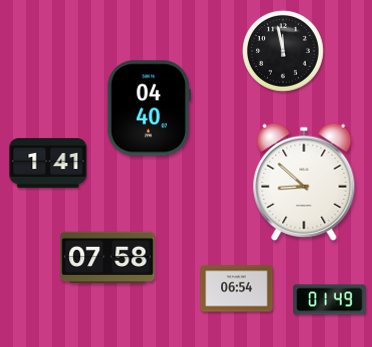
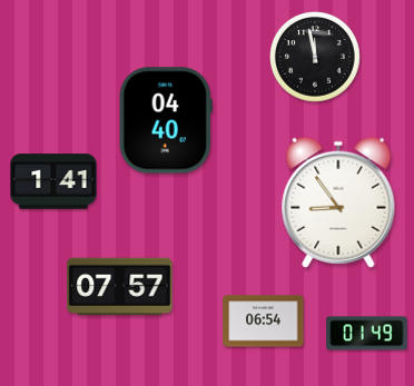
clock at (304, 182): 8:52 -> 8:54
clock at (108, 258): 07:58 -> 07:57
